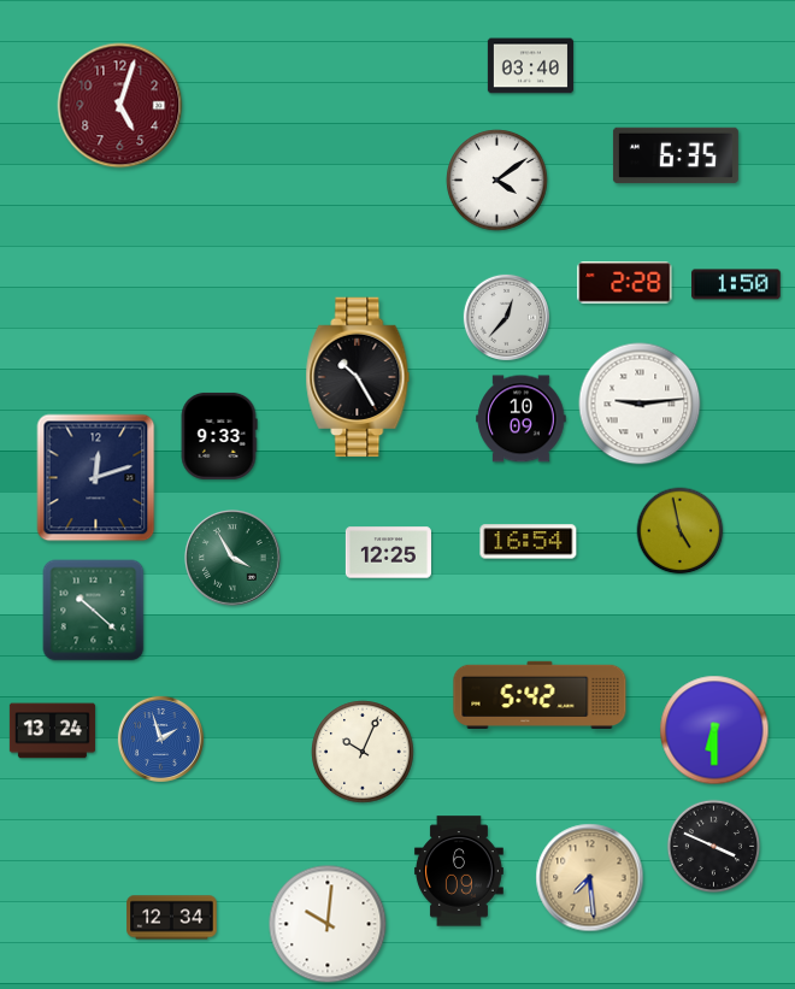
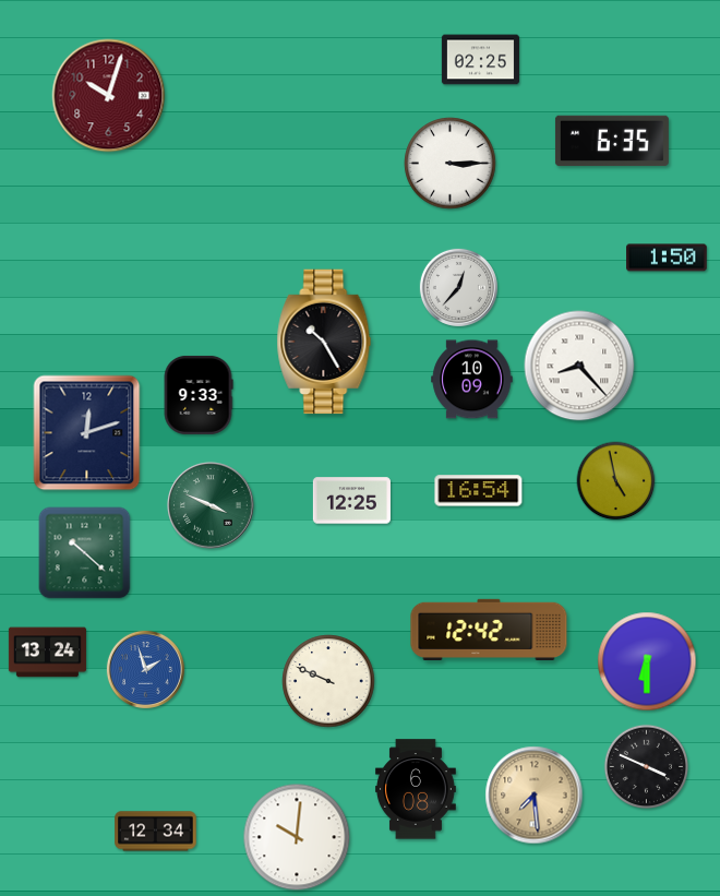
clock at (530, 66): 03:40 -> 02:25
clock at (120, 106): 5:03 -> 10:03
clock at (497, 181): 4:09 -> 3:15
clock at (625, 283): 2:28 -> none
clock at (640, 404): 9:14 -> 8:23
clock at (232, 558): 3:55 -> 3:49
clock at (540, 694): 5:42 -> 12:42
clock at (52, 731) position: (52, 731) -> (47, 653)
clock at (363, 752): 10:04 -> 9:49
clock at (459, 871): 6:09 -> 6:08
